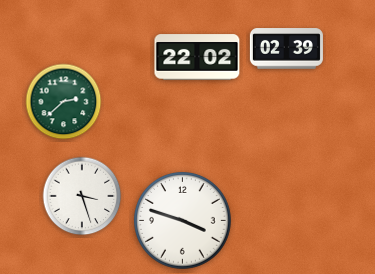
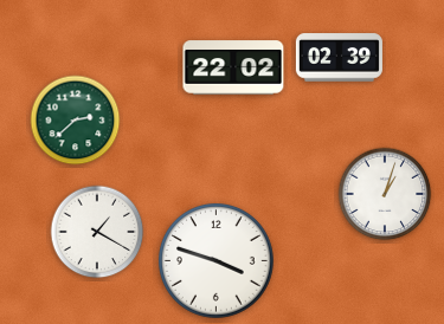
clock at (385, 194): none -> 1:03
clock at (82, 196): 3:27 -> 1:20
